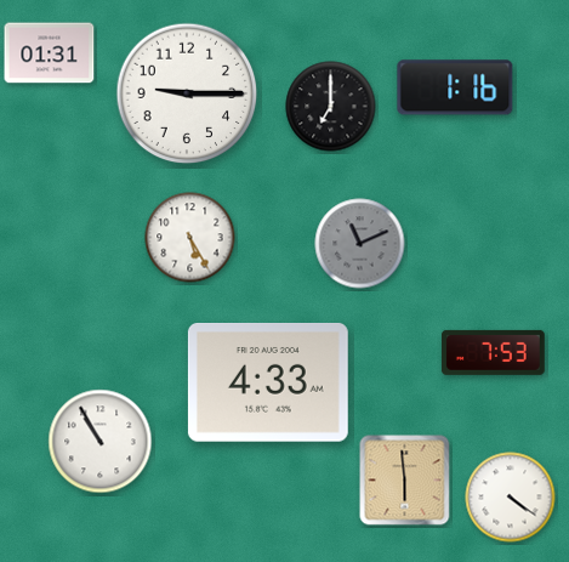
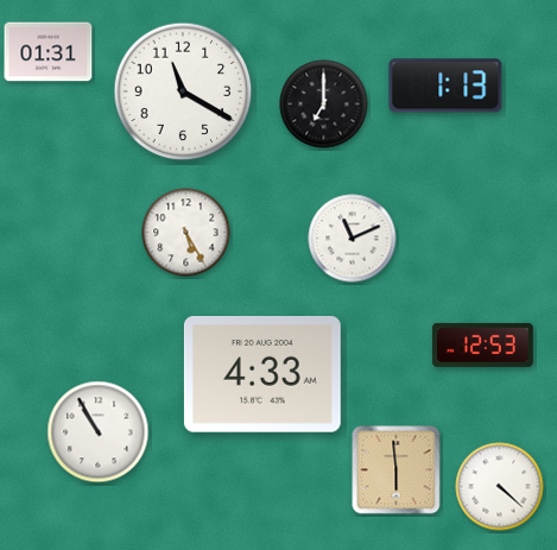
clock at (455, 87): 1:16 -> 1:13
clock at (187, 93): 9:15 -> 11:20
clock at (360, 244) dial: grey -> white
clock at (493, 352): 7:53 -> 12:53
clock at (511, 498): 4:21 -> 4:22
